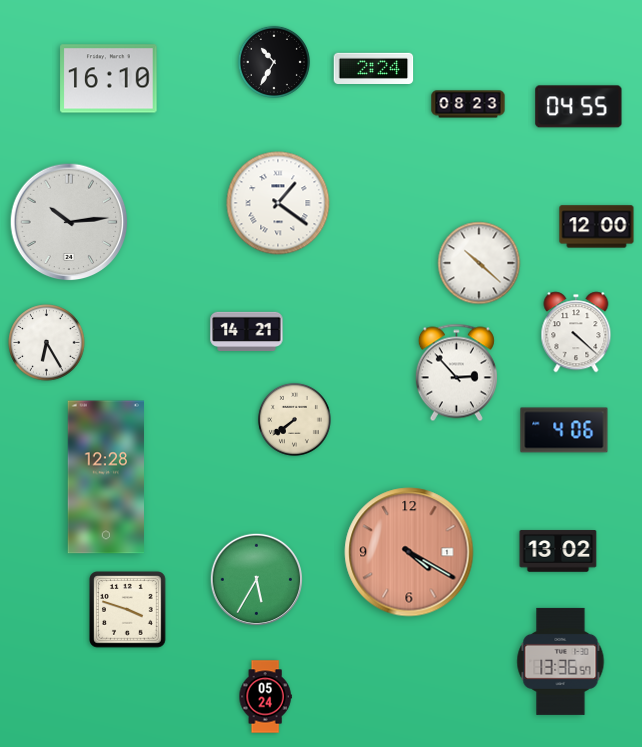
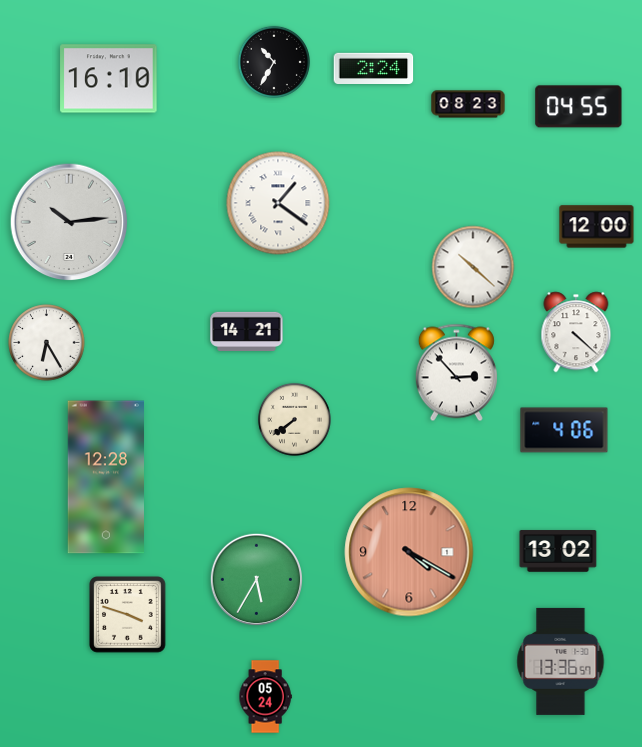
clock at (479, 263) position: (479, 263) -> (473, 267)
clock at (128, 610) position: (128, 610) -> (128, 615)
